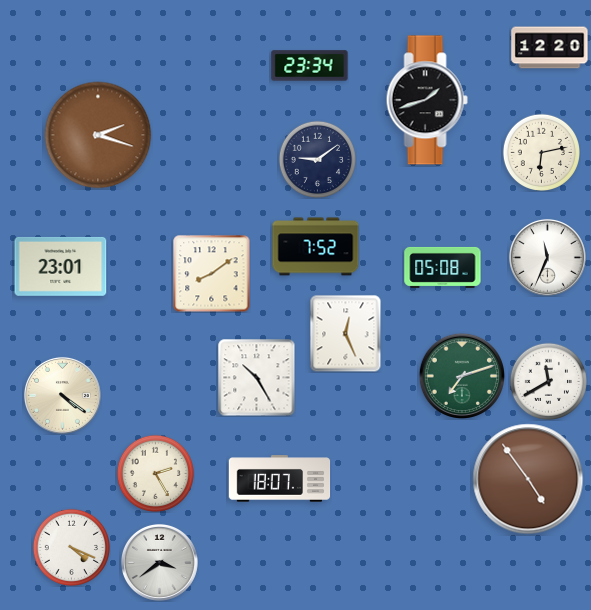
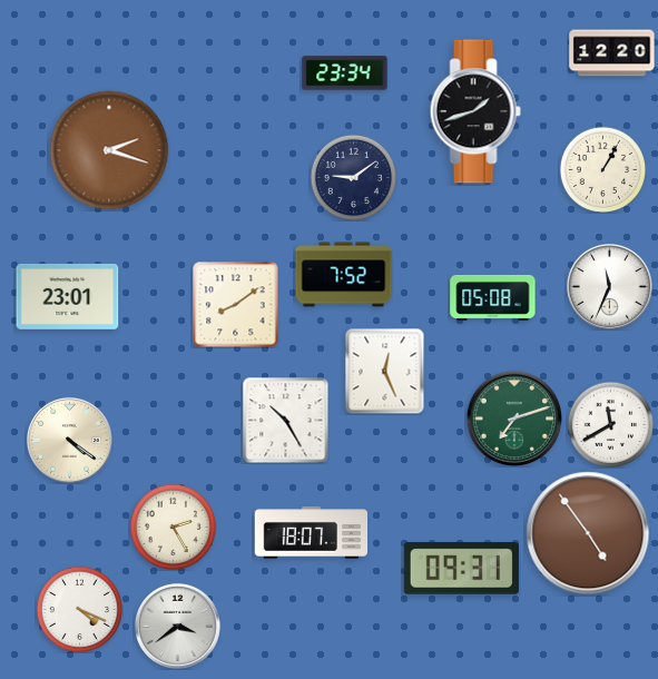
clock at (541, 152): 6:13 -> 1:05
clock at (316, 247) position: (316, 247) -> (344, 275)
clock at (461, 569): none -> 09:31
